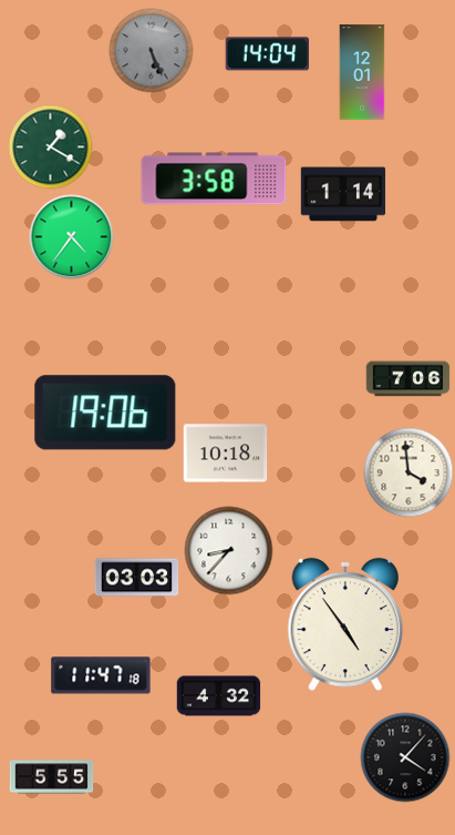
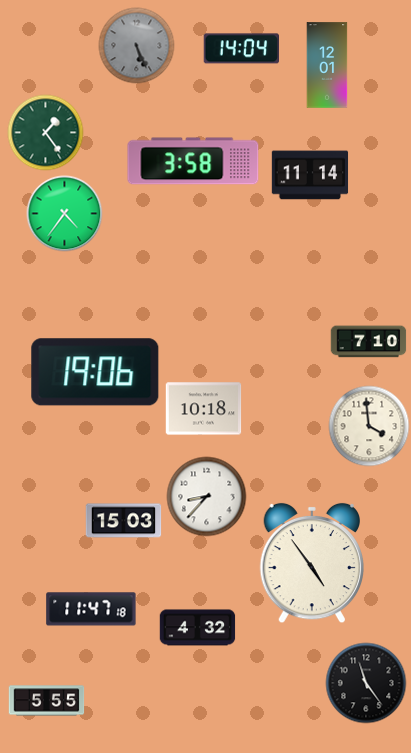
clock at (51, 147): 1:20 -> 1:24
clock at (343, 194): 1:14 -> 11:14
clock at (409, 379): 7:06 -> 7:10
clock at (137, 578): 03:03 -> 15:03
clock at (405, 757): 4:07 -> 11:24
